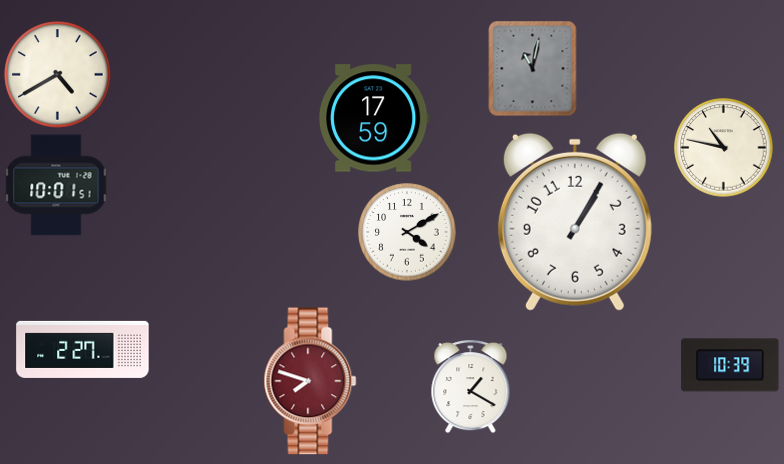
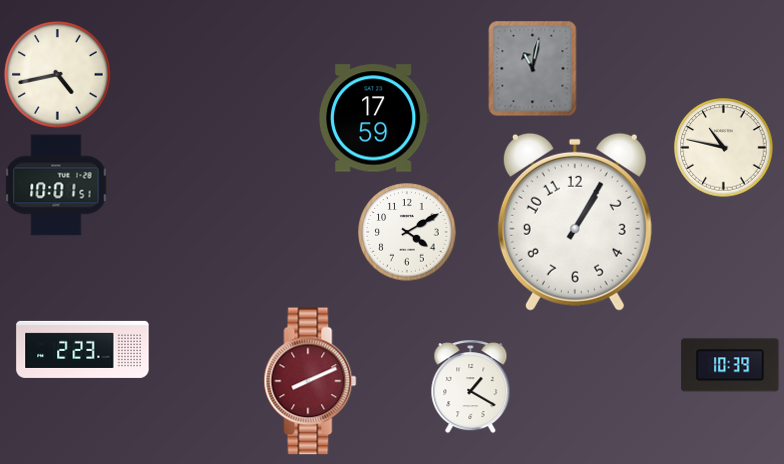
clock at (58, 75): 4:40 -> 4:43
clock at (83, 349): 2:27 -> 2:23
clock at (310, 381): 7:48 -> 8:11
